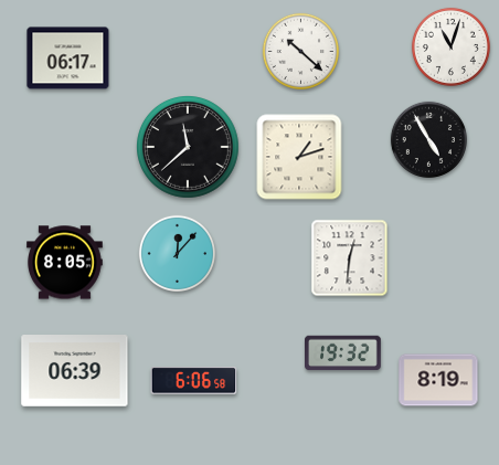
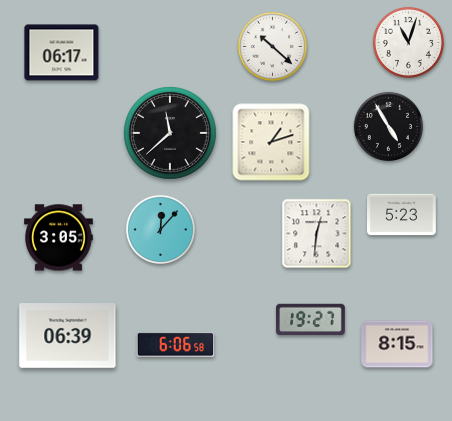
clock at (402, 215): none -> 5:23
clock at (65, 263): 8:05 -> 3:05
clock at (343, 353): 19:32 -> 19:27
clock at (438, 380): 8:19 -> 8:15
